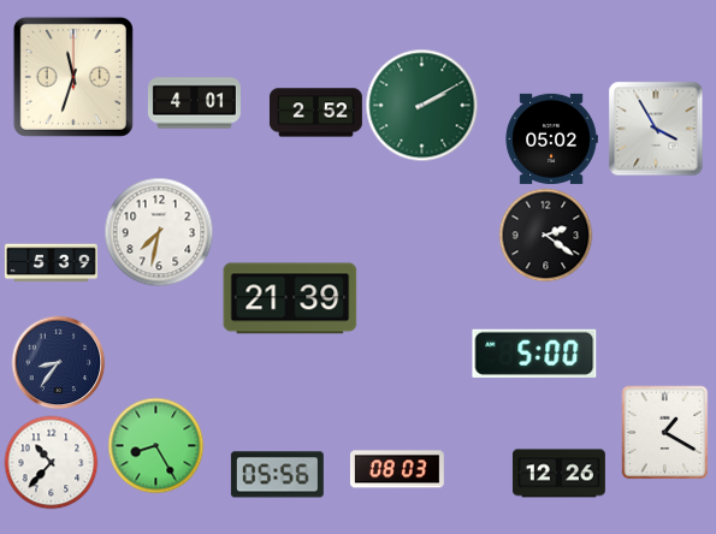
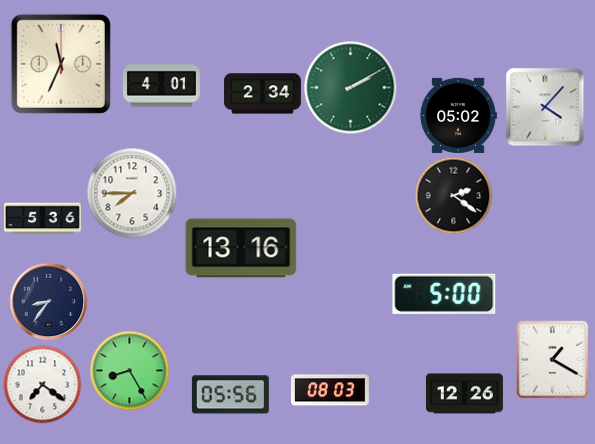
clock at (73, 77): 11:33 -> 11:34
clock at (315, 113): 2:52 -> 2:34
clock at (656, 129): 3:55 -> 4:07
clock at (159, 232): 7:32 -> 7:45
clock at (51, 263): 5:39 -> 5:36
clock at (290, 298): 21:39 -> 13:16
clock at (51, 462): 10:37 -> 7:21
